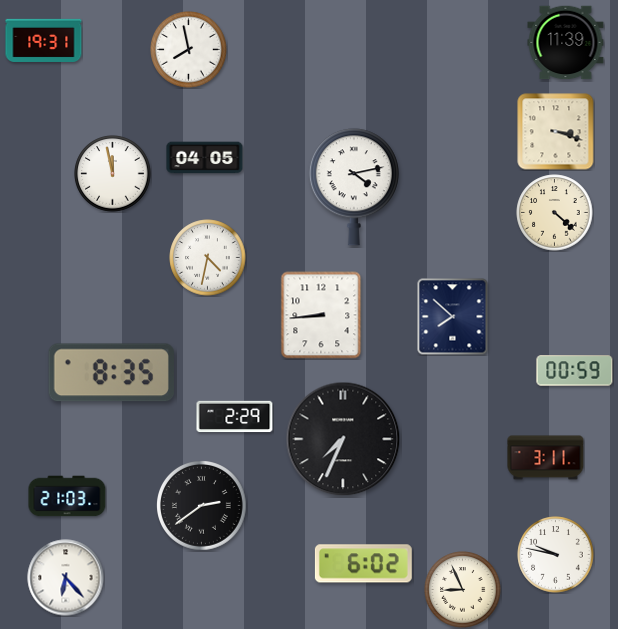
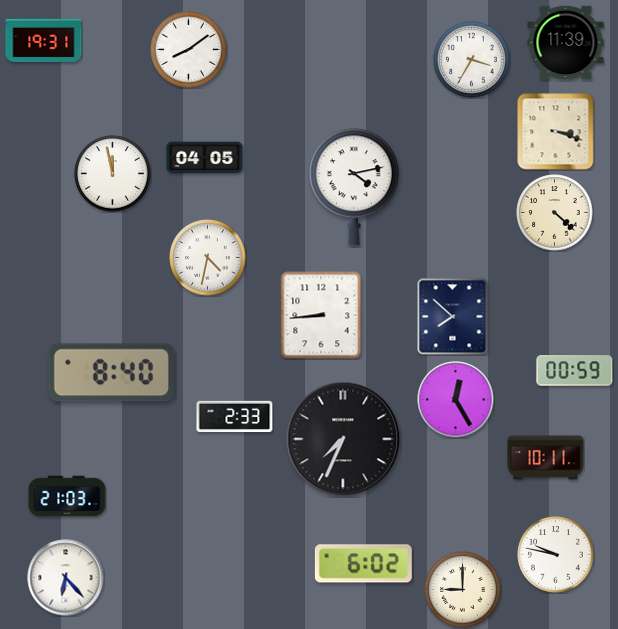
clock at (189, 50): 7:58 -> 8:09
clock at (472, 60): none -> 3:35
clock at (111, 373): 8:35 -> 8:40
clock at (456, 400): none -> 12:25
clock at (235, 417): 2:29 -> 2:33
clock at (546, 458): 3:11 -> 10:11
clock at (202, 506): 2:39 -> none
clock at (463, 590): 8:56 -> 9:00
